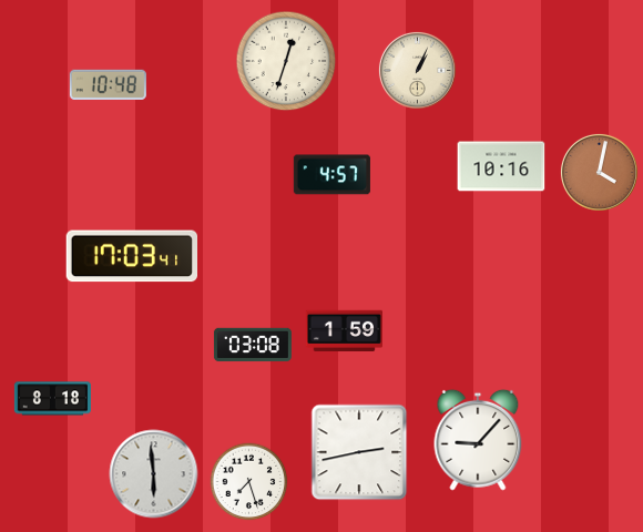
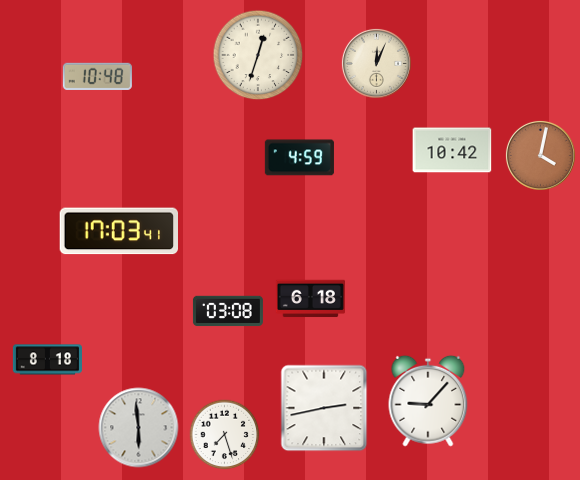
clock at (417, 70): 1:04 -> 12:04
clock at (501, 166): 10:16 -> 10:42
clock at (331, 175): 4:57 -> 4:59
clock at (344, 331): 1:59 -> 6:18
clock at (478, 440) position: (478, 440) -> (428, 401)
